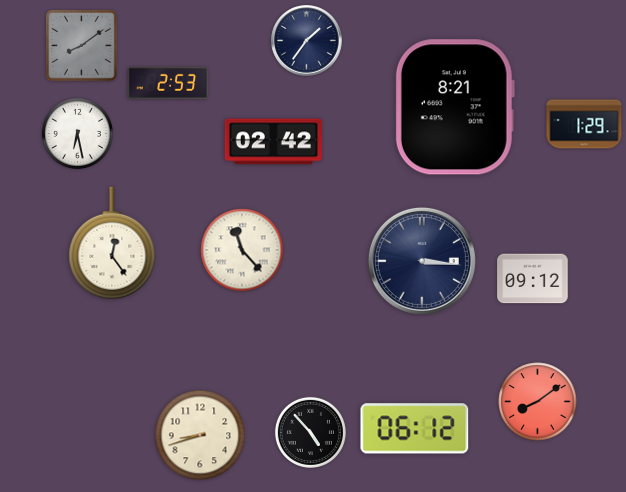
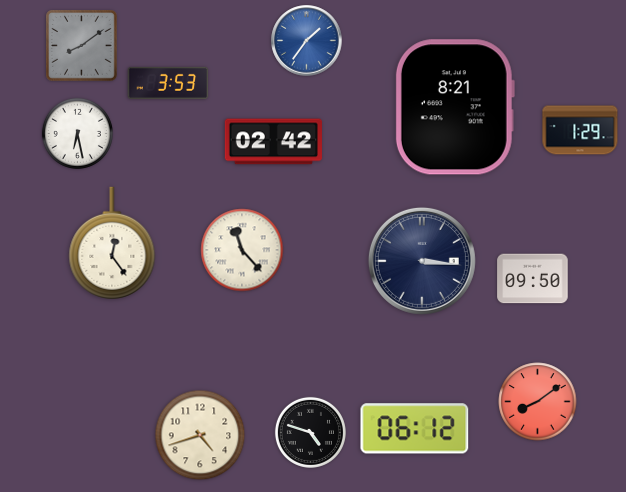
clock at (307, 41) dial: navy -> blue
clock at (168, 83): 2:53 -> 3:53
clock at (584, 124) position: (584, 124) -> (580, 130)
clock at (533, 279): 09:12 -> 09:50
clock at (310, 432): 4:53 -> 4:48
clock at (200, 435): 8:42 -> 4:42
